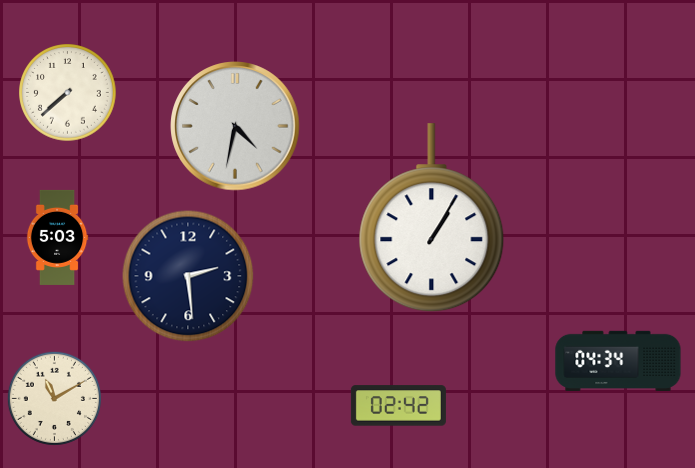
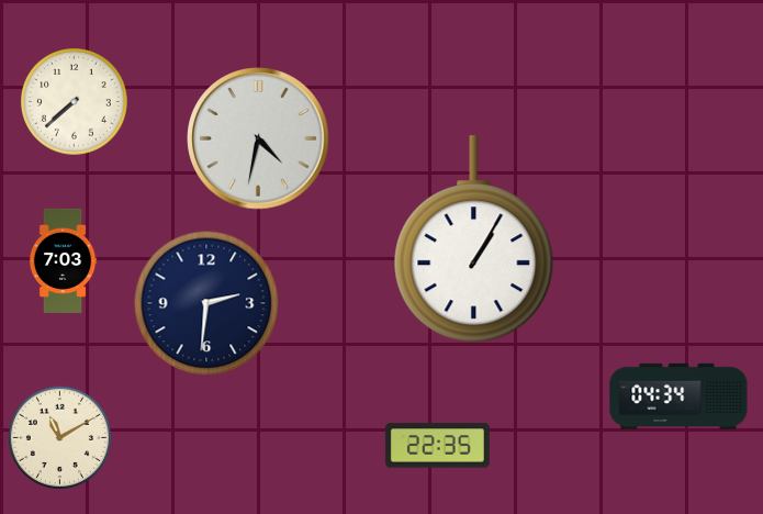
clock at (57, 237): 5:03 -> 7:03
clock at (188, 276): 2:29 -> 2:31
clock at (398, 406): 02:42 -> 22:35
